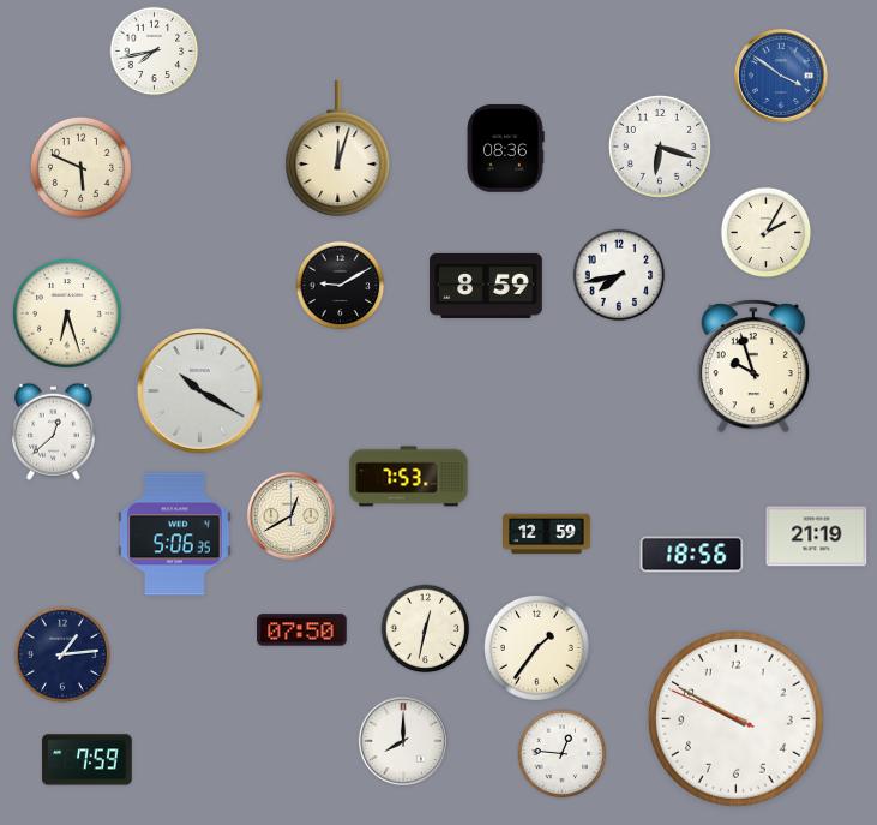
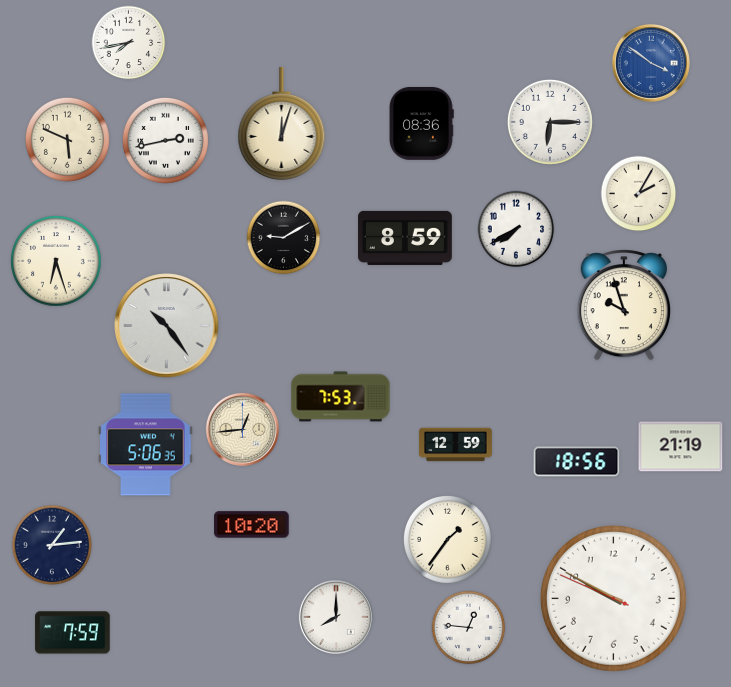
clock at (660, 147): 6:18 -> 6:15
clock at (165, 140): none -> 2:43
clock at (619, 275): 7:43 -> 7:40
clock at (753, 367) position: (753, 367) -> (624, 306)
clock at (200, 391): 10:20 -> 10:24
clock at (53, 431): 12:38 -> none
clock at (290, 515): 12:40 -> 12:44
clock at (426, 629): 12:32 -> none
clock at (302, 630): 07:50 -> 10:20
